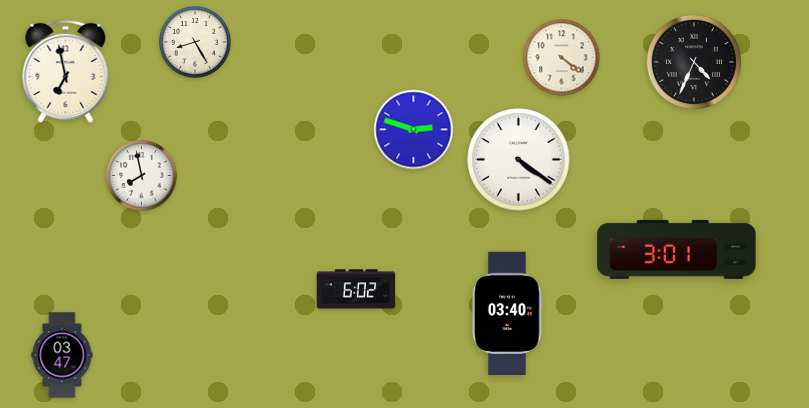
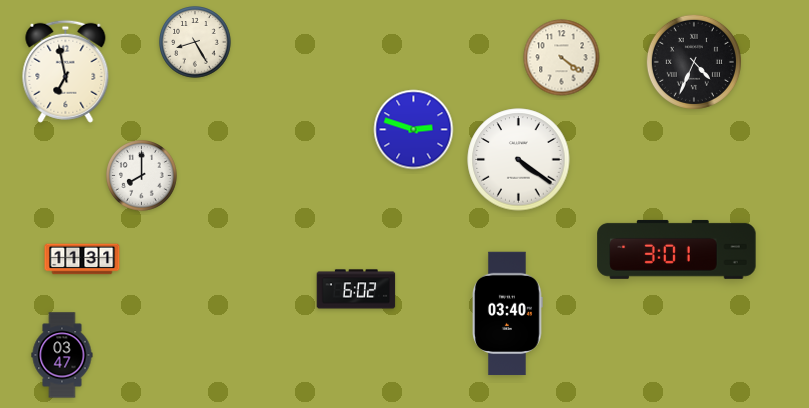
clock at (142, 176): 7:58 -> 8:00
clock at (82, 259): none -> 11:31
